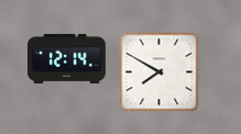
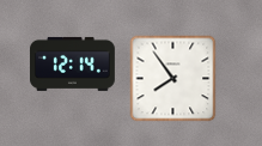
clock at (160, 72): 7:50 -> 7:54
